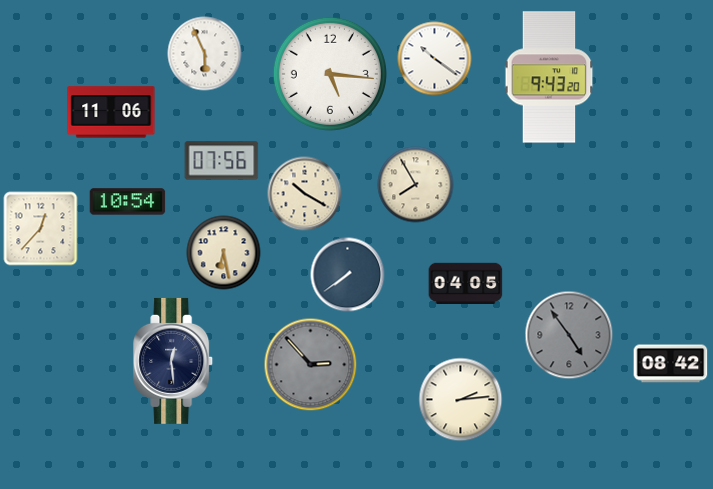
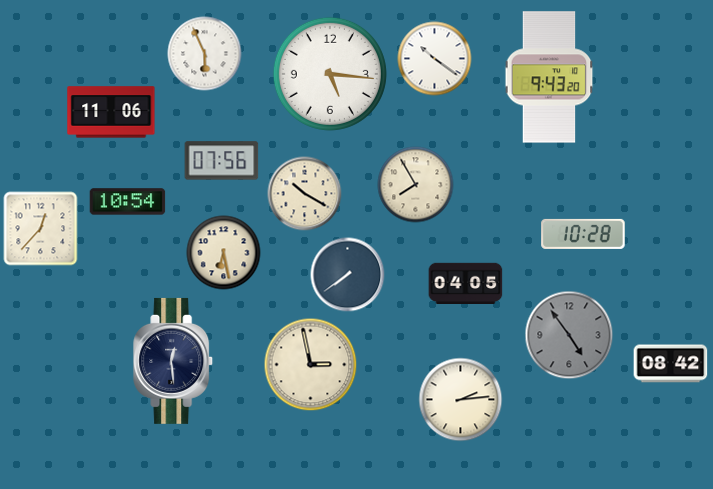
clock at (583, 234): none -> 10:28
clock at (311, 365): 2:53 -> 2:58
clock at (311, 365) dial: grey -> cream
